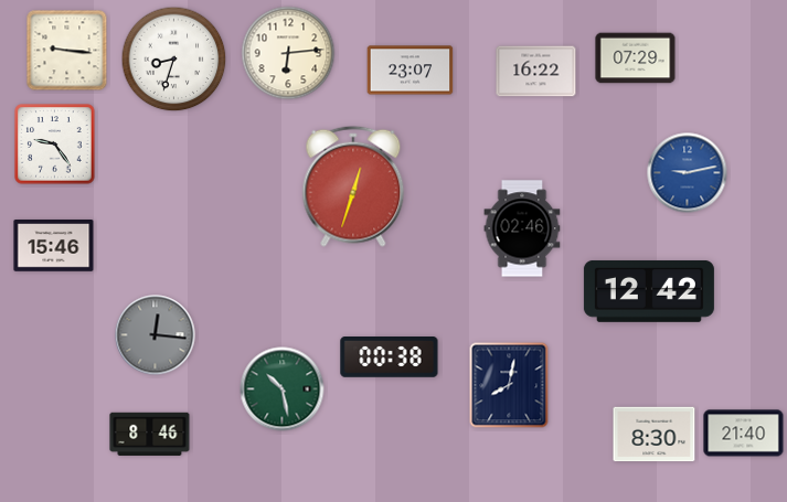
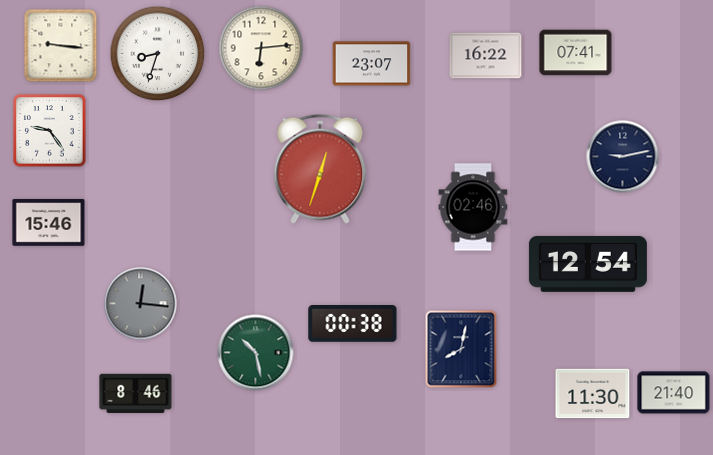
clock at (636, 58): 07:29 -> 07:41
clock at (536, 72) position: (536, 72) -> (486, 56)
clock at (688, 173) dial: blue -> navy
clock at (649, 291): 12:42 -> 12:54
clock at (655, 435): 8:30 -> 11:30
